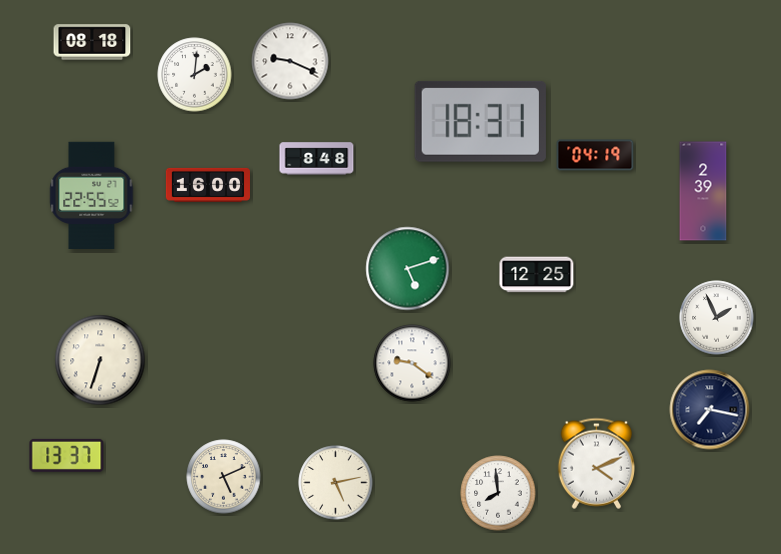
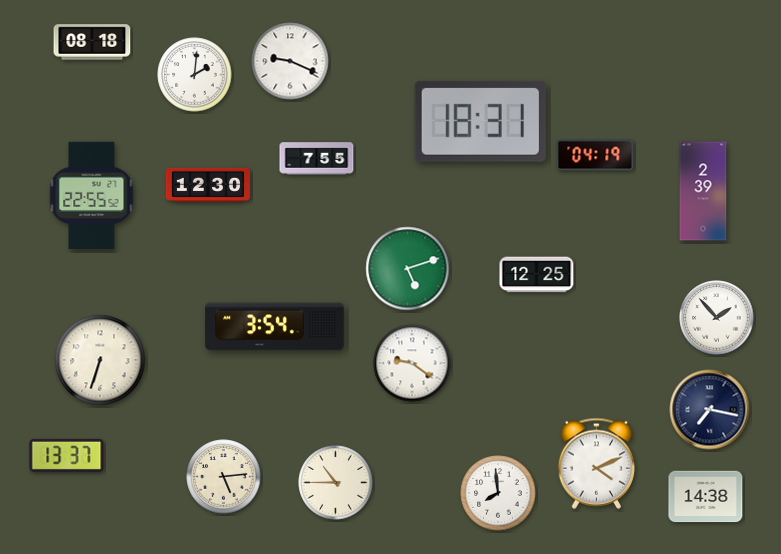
clock at (317, 159): 8:48 -> 7:55
clock at (208, 185): 16:00 -> 12:30
clock at (717, 318): 1:56 -> 1:53
clock at (275, 327): none -> 3:54
clock at (224, 477): 5:11 -> 5:14
clock at (336, 483): 5:13 -> 10:45
clock at (706, 497): none -> 14:38
